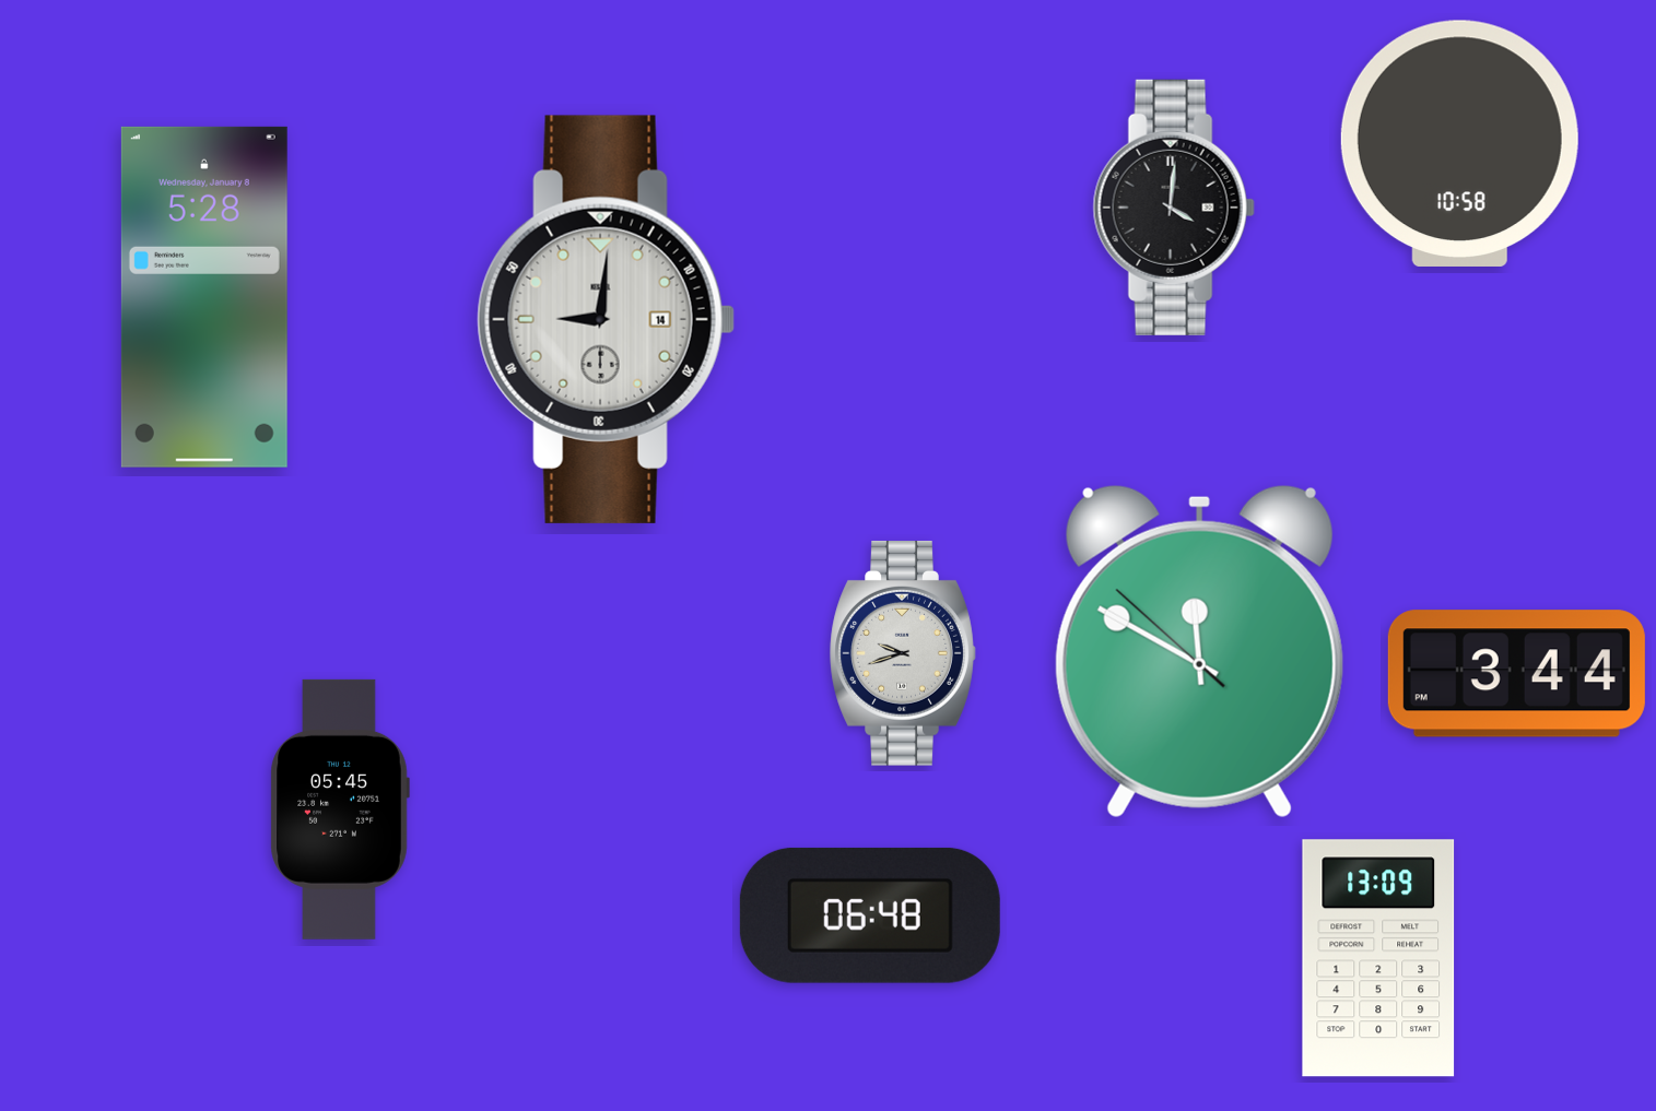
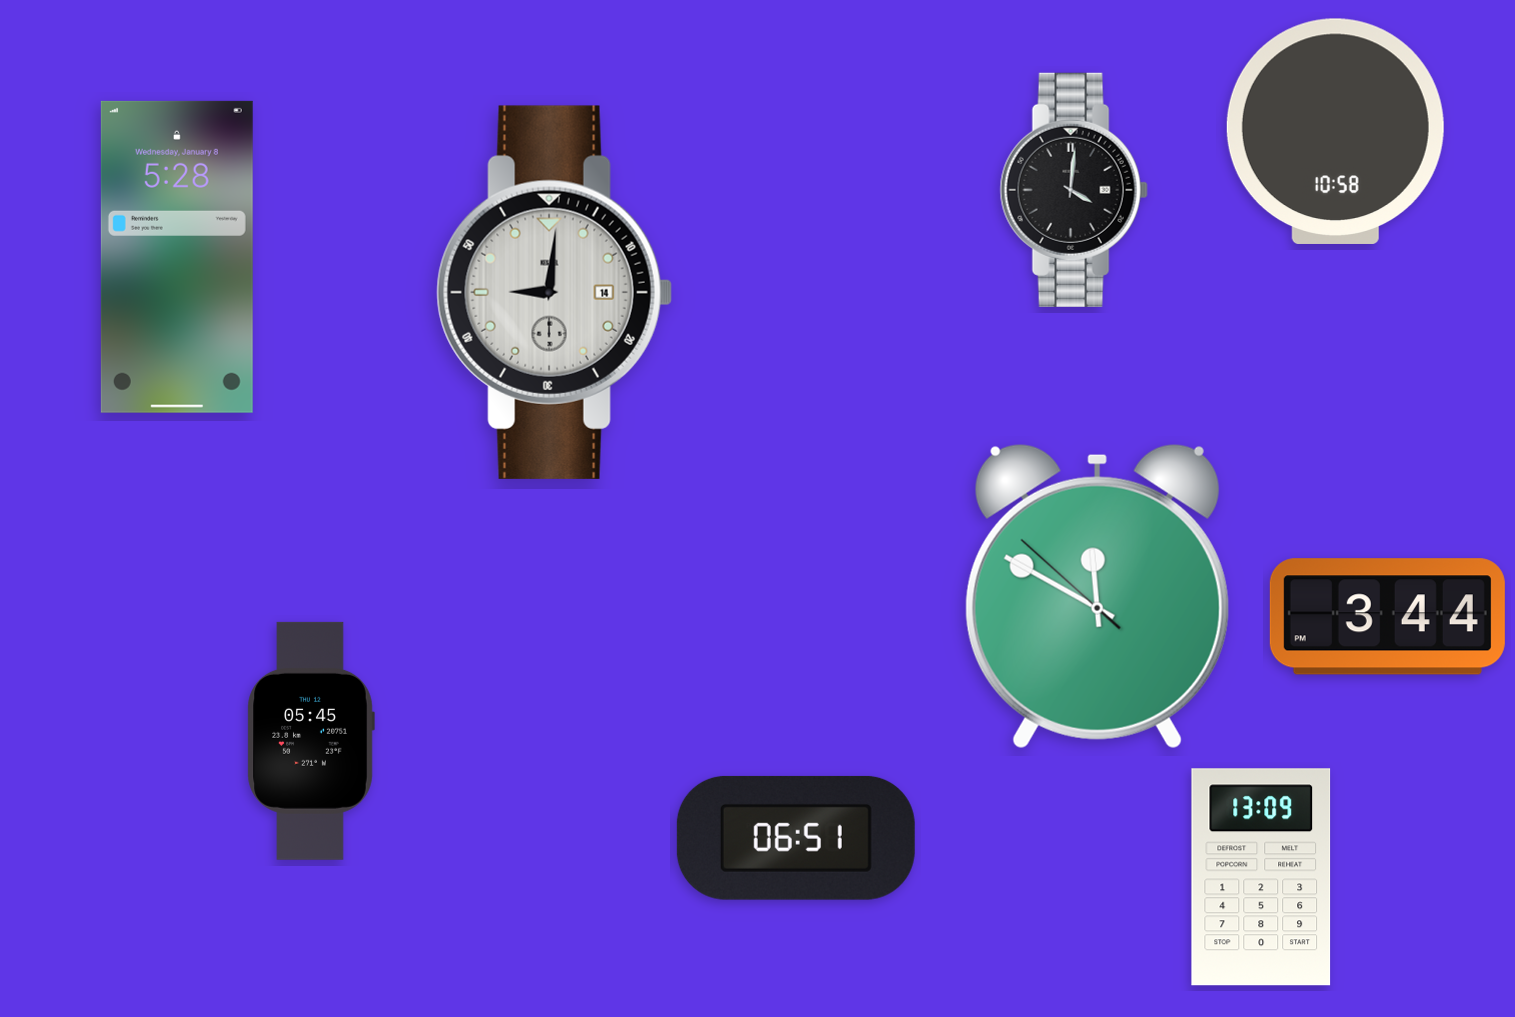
clock at (204, 297) position: (204, 297) -> (177, 257)
clock at (903, 653): 9:42 -> none
clock at (870, 915): 06:48 -> 06:51
